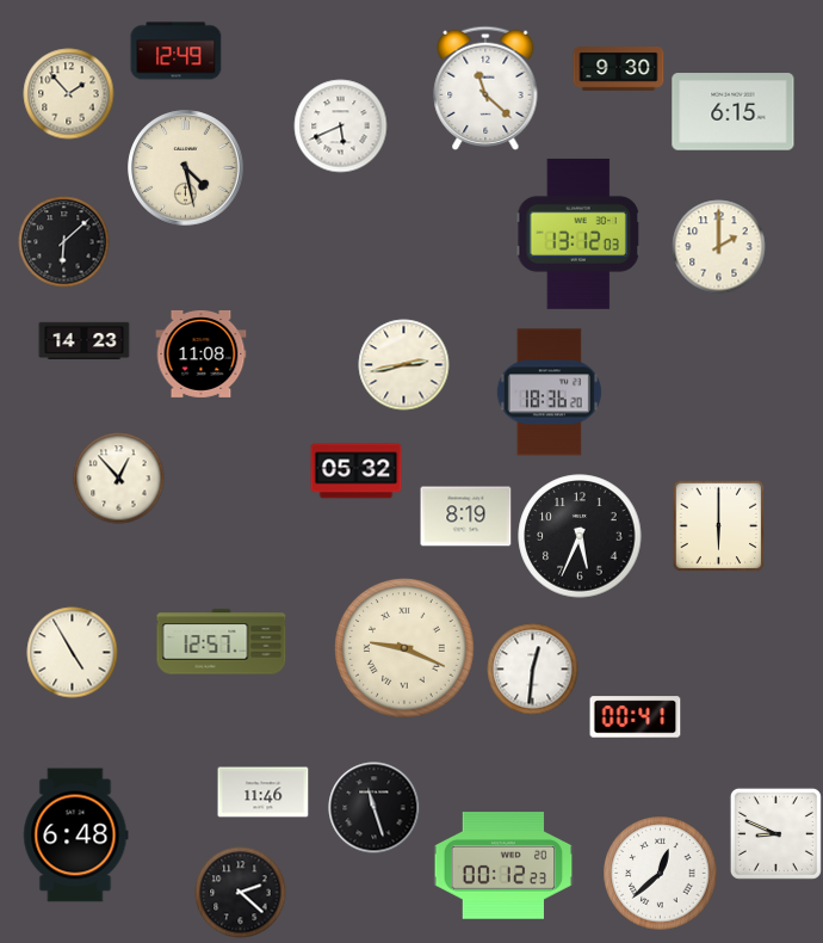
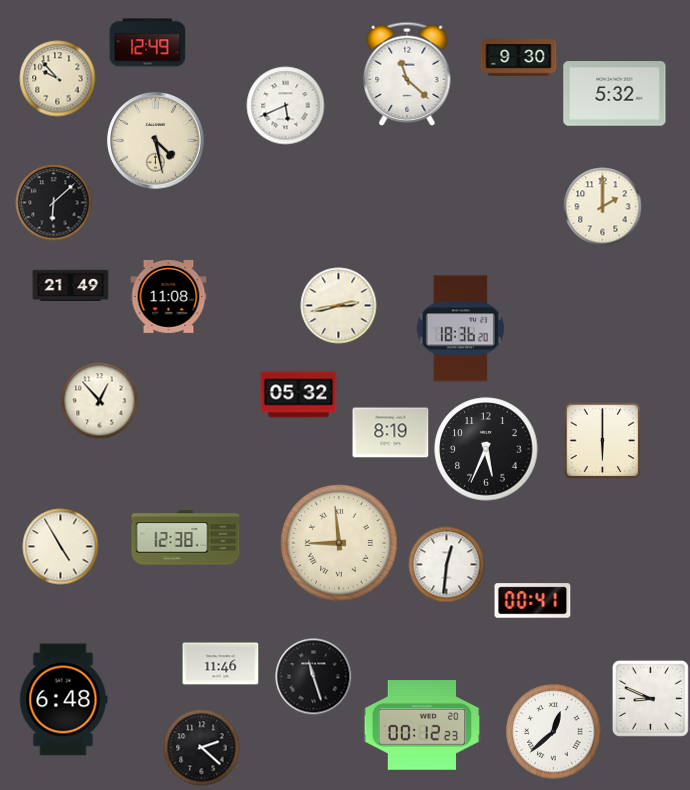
clock at (69, 94): 1:53 -> 9:53
clock at (734, 112): 6:15 -> 5:32
clock at (577, 234): 13:12 -> none
clock at (85, 340): 14:23 -> 21:49
clock at (222, 642): 12:57 -> 12:38
clock at (404, 648): 9:19 -> 8:59
clock at (533, 670) position: (533, 670) -> (447, 565)
